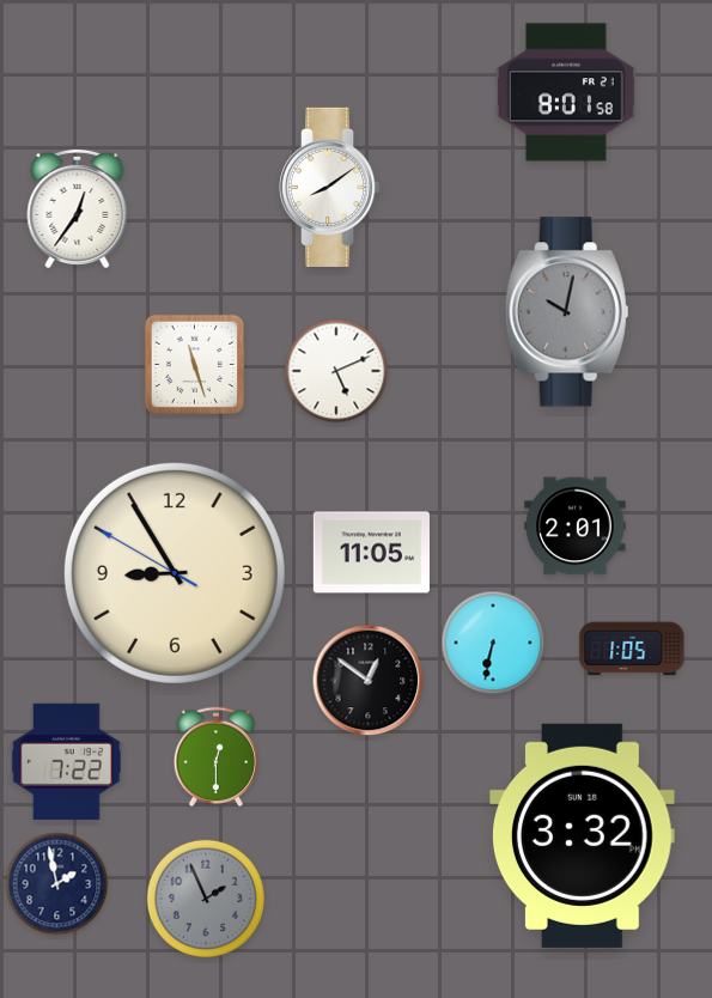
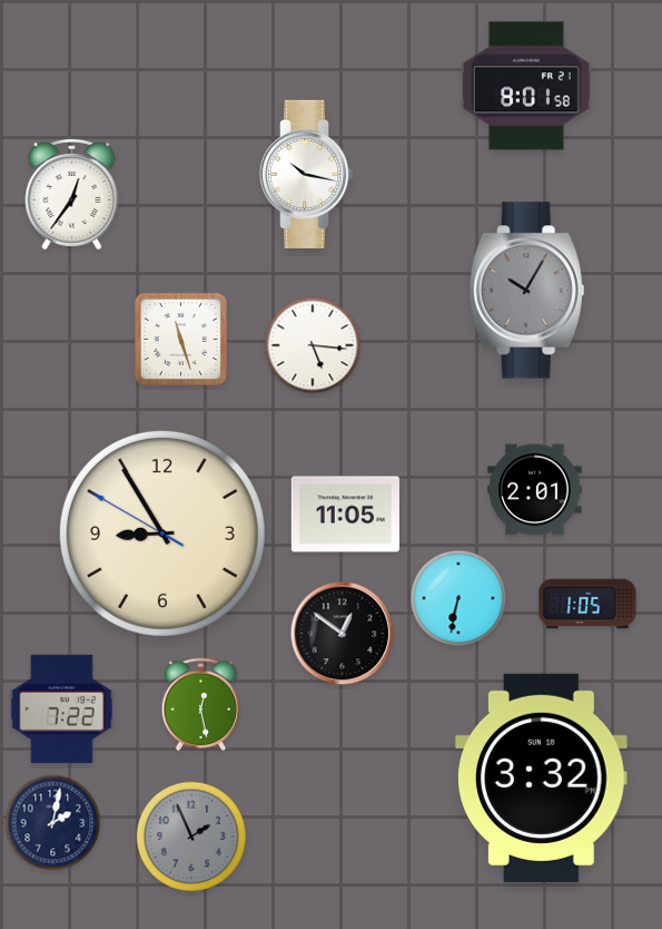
clock at (331, 187): 8:09 -> 10:17
clock at (566, 312): 10:02 -> 10:05
clock at (336, 371): 5:11 -> 5:16
clock at (217, 757): 12:30 -> 12:28
clock at (57, 884): 1:58 -> 2:02
